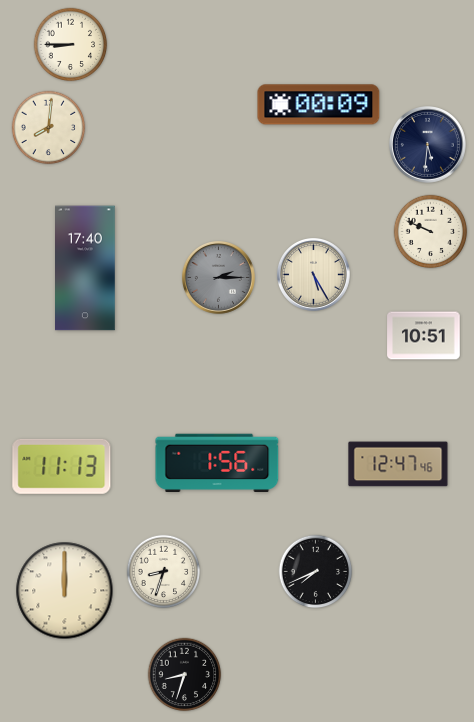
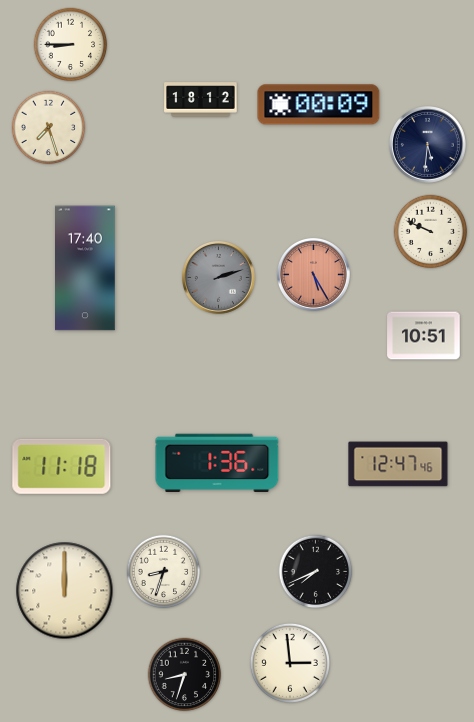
clock at (201, 100): none -> 18:12
clock at (49, 128): 8:01 -> 7:27
clock at (313, 274) dial: cream -> salmon
clock at (218, 277): 2:15 -> 2:12
clock at (217, 462): 1:56 -> 1:36
clock at (62, 466): 11:13 -> 11:18
clock at (290, 663): none -> 2:59
